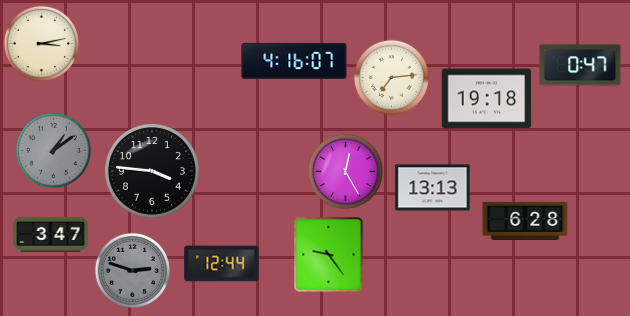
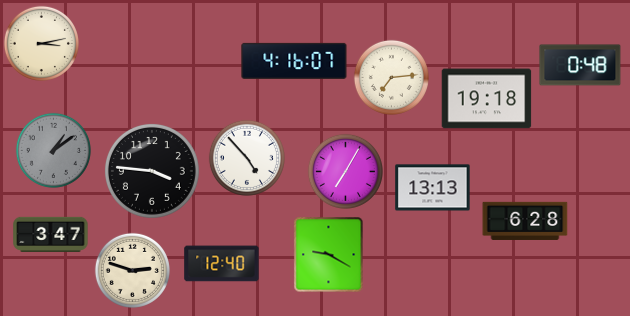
clock at (580, 65): 0:47 -> 0:48
clock at (247, 158): none -> 4:53
clock at (345, 171): 12:25 -> 7:05
clock at (329, 255): 9:24 -> 9:20
clock at (222, 264): 12:44 -> 12:40
clock at (132, 270) dial: grey -> cream
